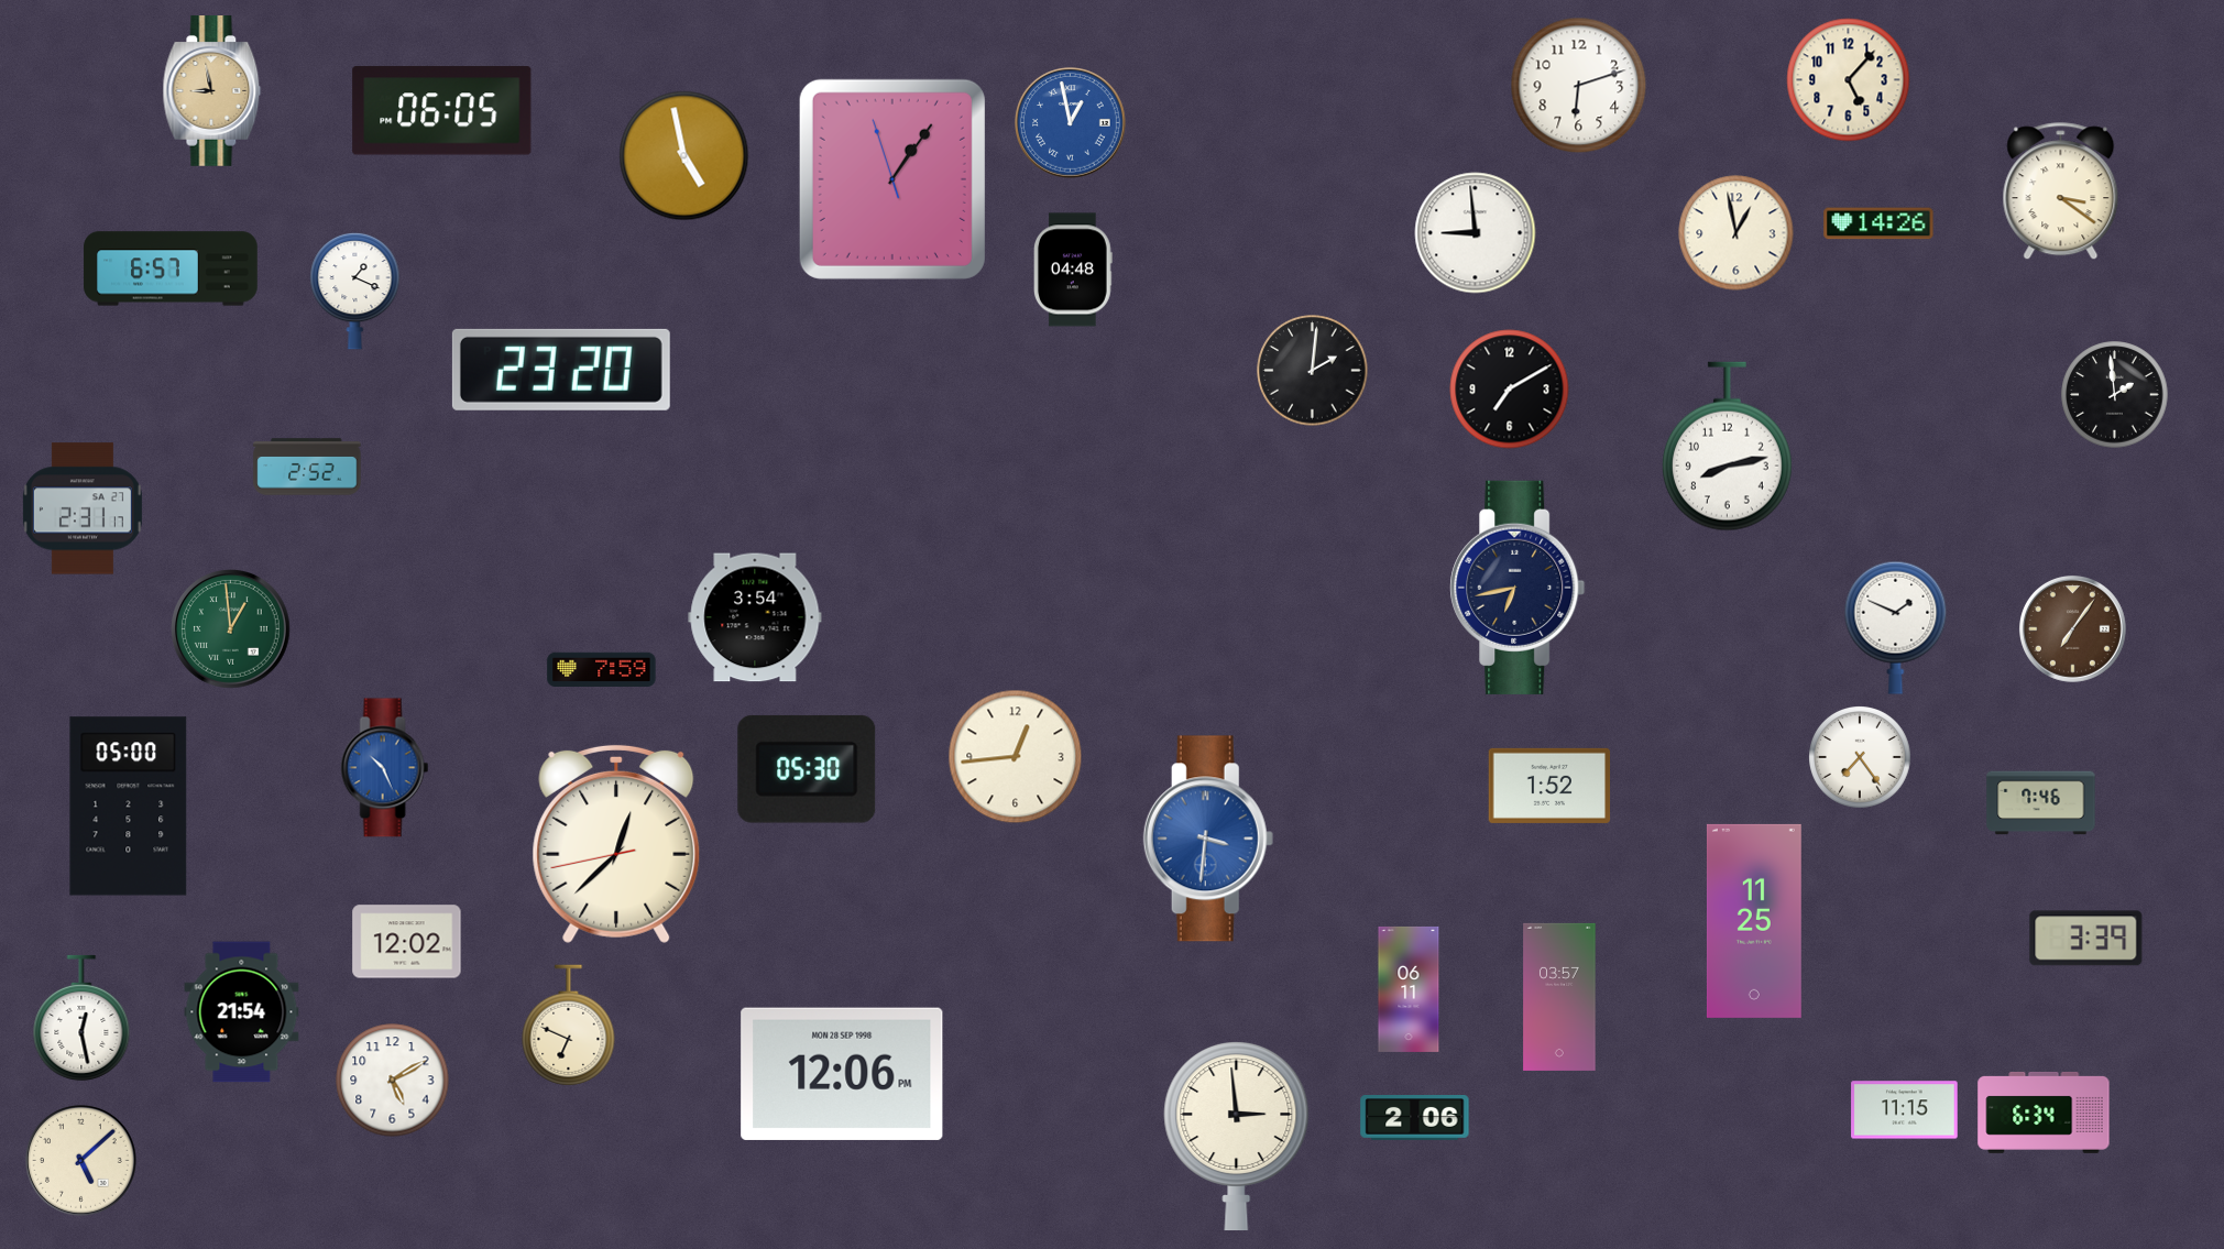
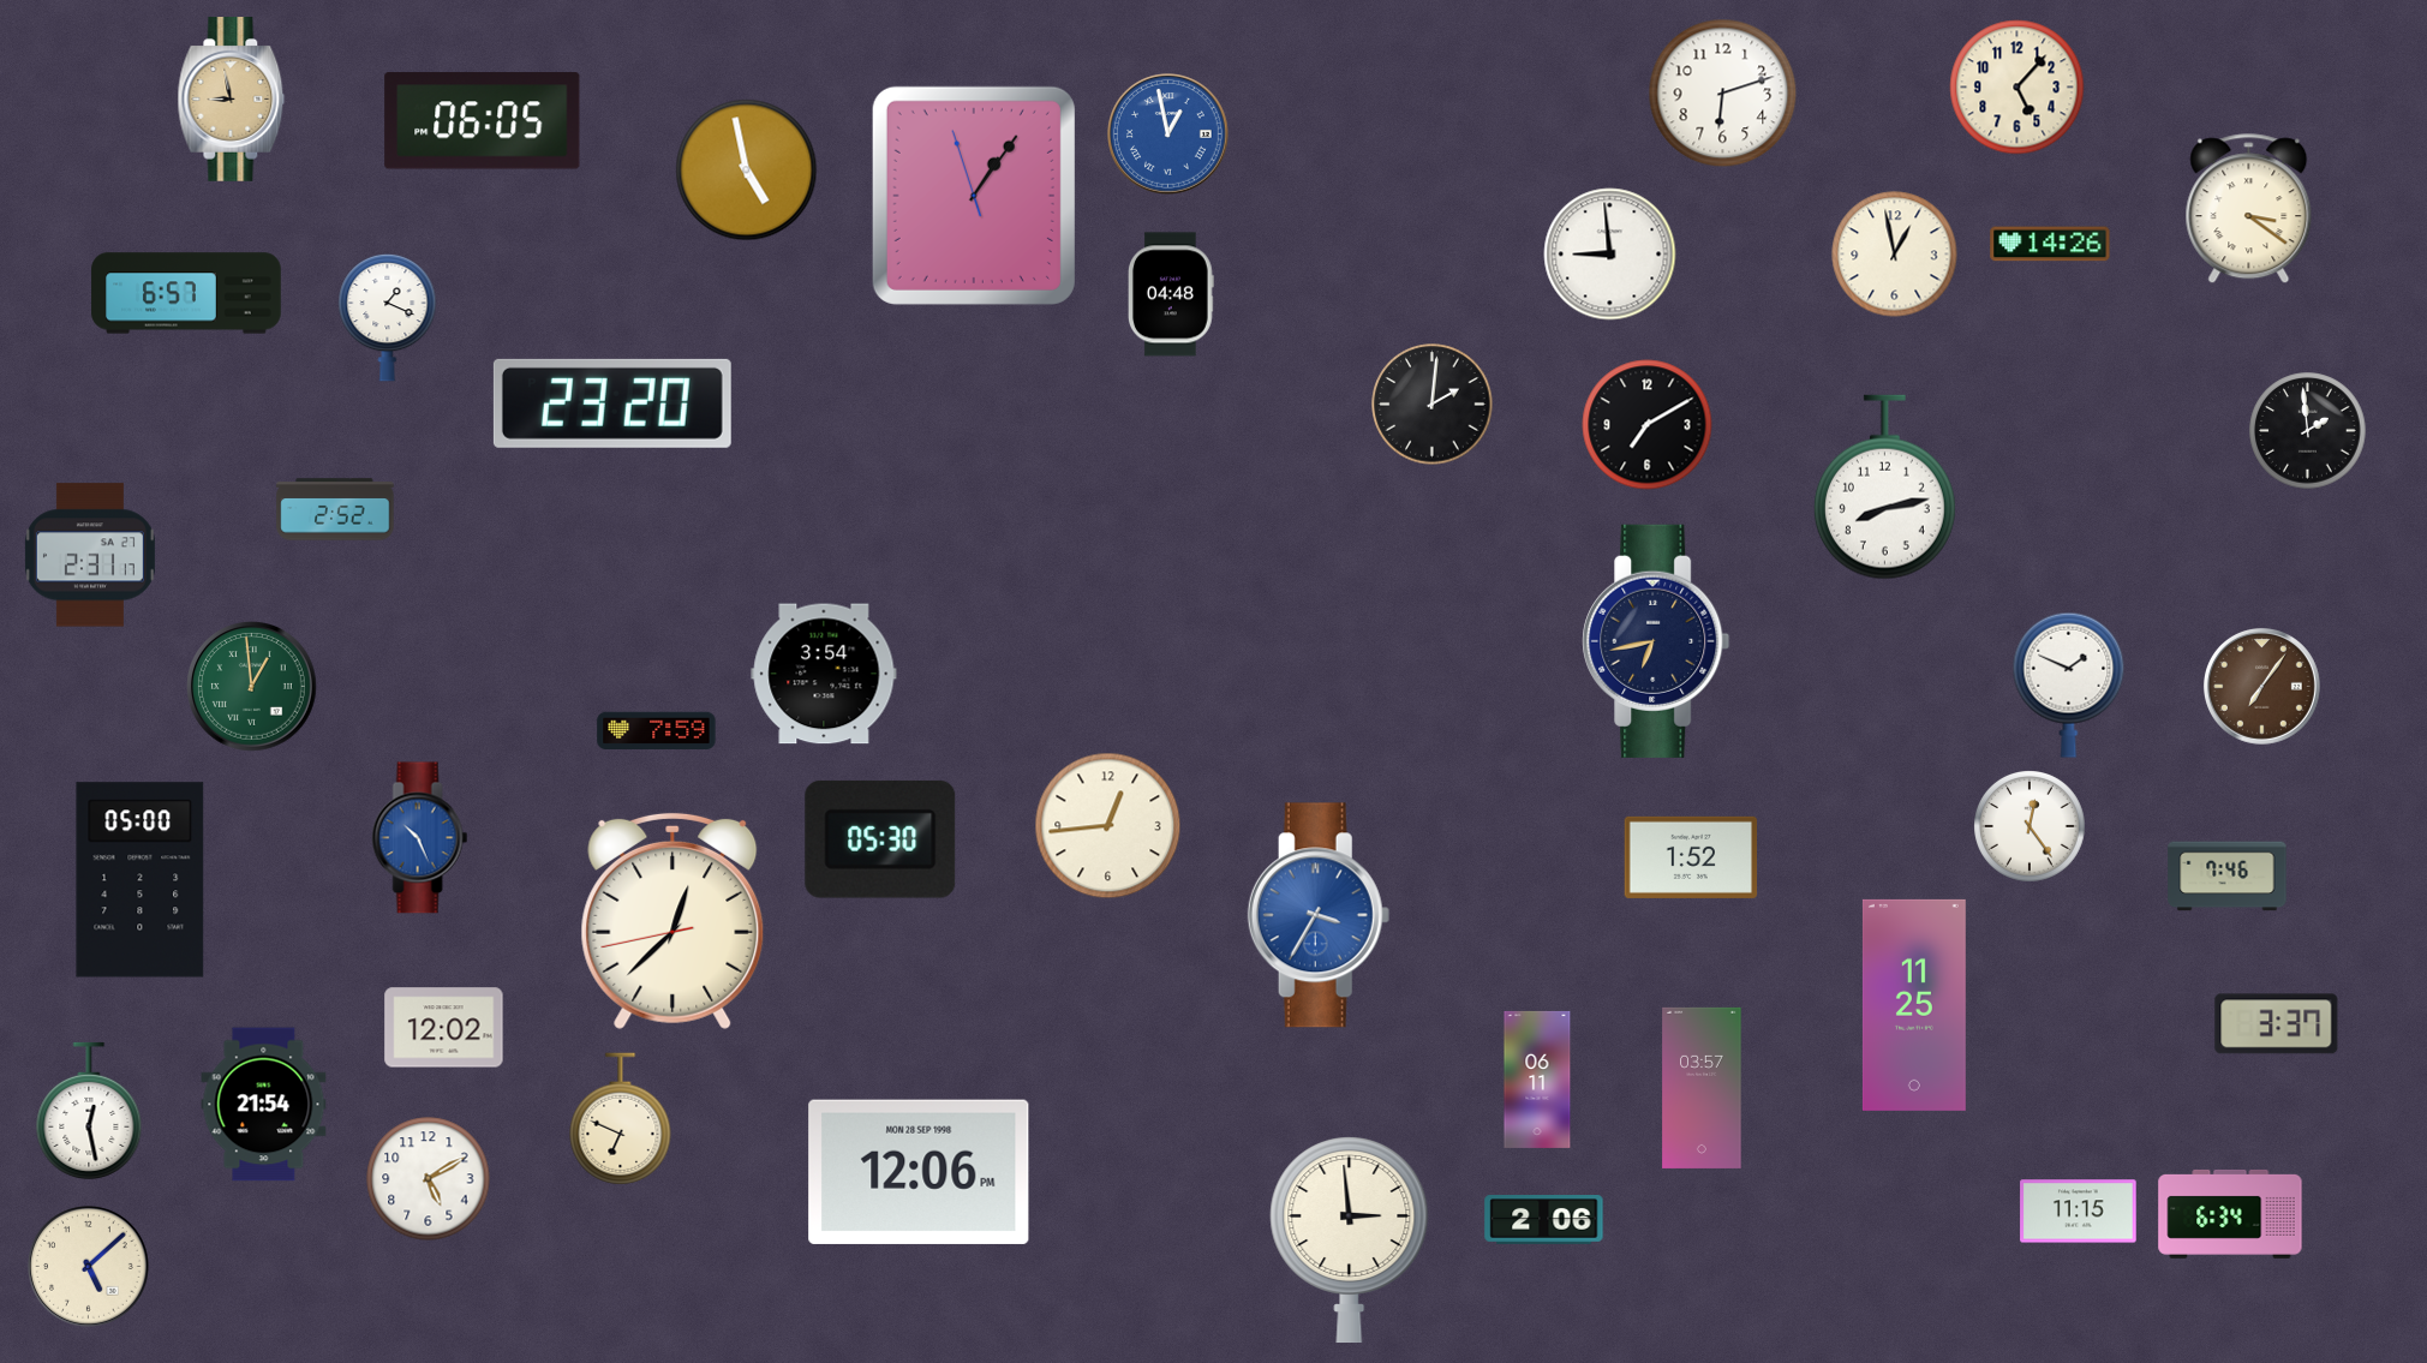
clock at (1861, 758): 7:24 -> 12:24
clock at (1208, 839): 3:31 -> 3:35
clock at (2086, 939): 3:39 -> 3:37
